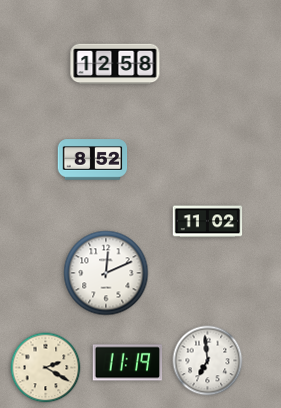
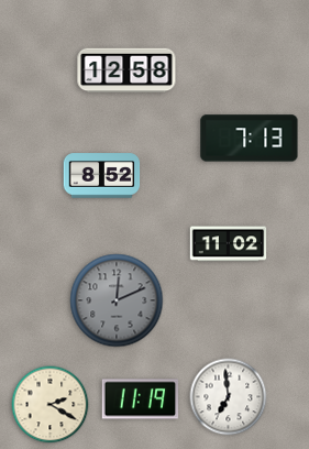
clock at (250, 139): none -> 7:13
clock at (106, 273) dial: white -> grey
